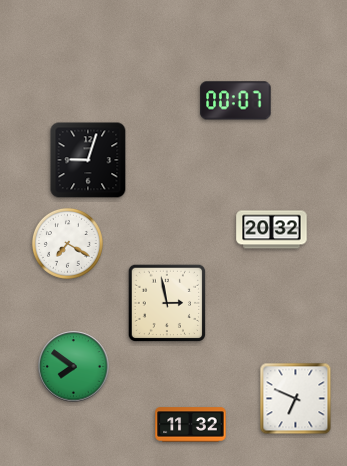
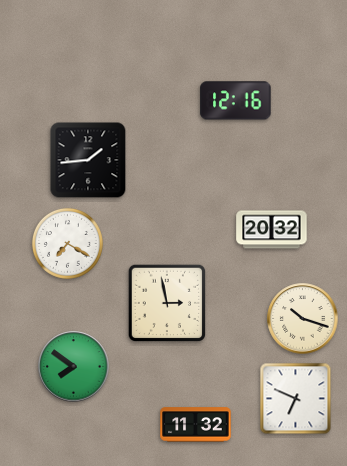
clock at (236, 101): 00:07 -> 12:16
clock at (88, 160): 9:03 -> 1:44
clock at (303, 319): none -> 10:18
clock at (191, 425) position: (191, 425) -> (196, 425)
